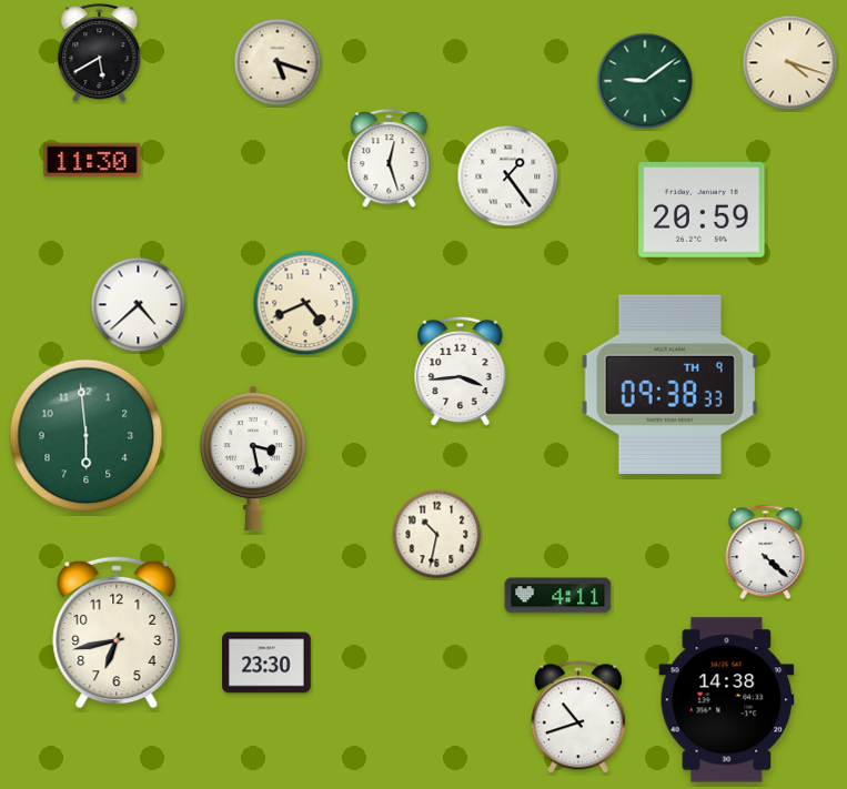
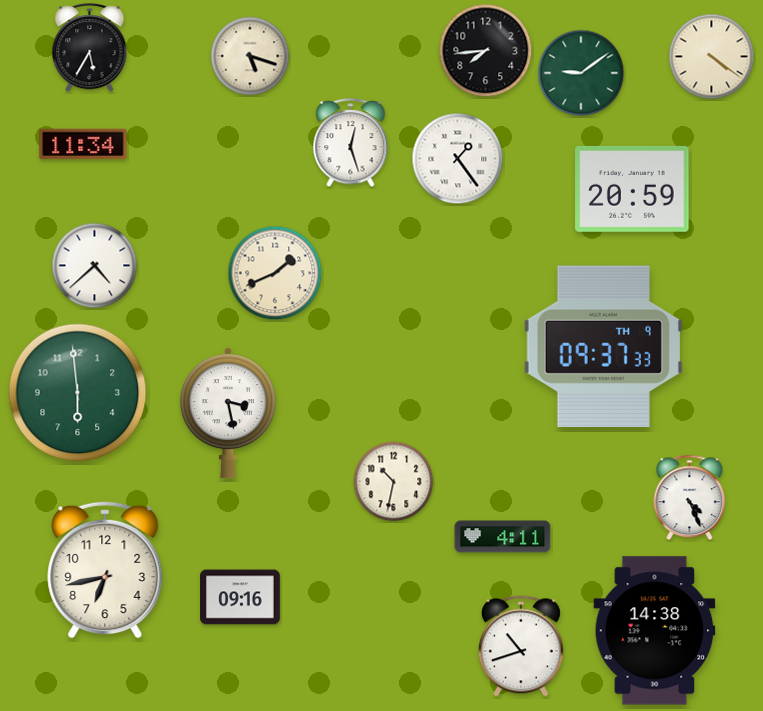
clock at (100, 53): 5:40 -> 5:35
clock at (486, 51): none -> 7:44
clock at (790, 63): 4:18 -> 4:21
clock at (92, 160): 11:30 -> 11:34
clock at (305, 303): 4:41 -> 1:41
clock at (139, 305) position: (139, 305) -> (95, 266)
clock at (461, 372): 3:44 -> none
clock at (669, 384): 09:38 -> 09:37
clock at (766, 553): 4:22 -> 4:26
clock at (266, 662): 23:30 -> 09:16
